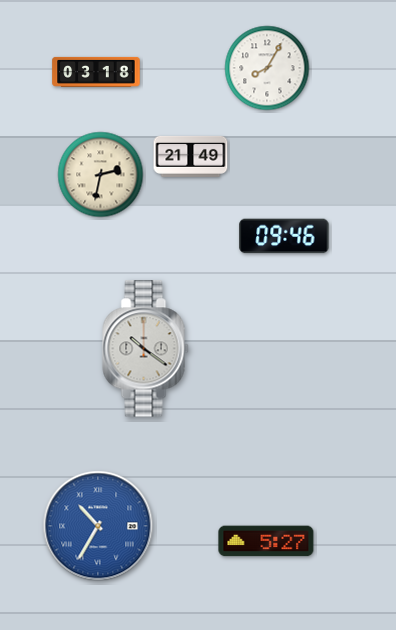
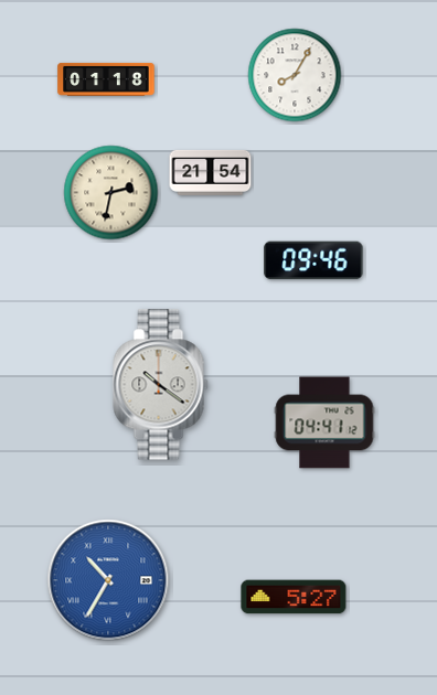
clock at (96, 72): 03:18 -> 01:18
clock at (191, 156): 21:49 -> 21:54
clock at (324, 423): none -> 04:41
